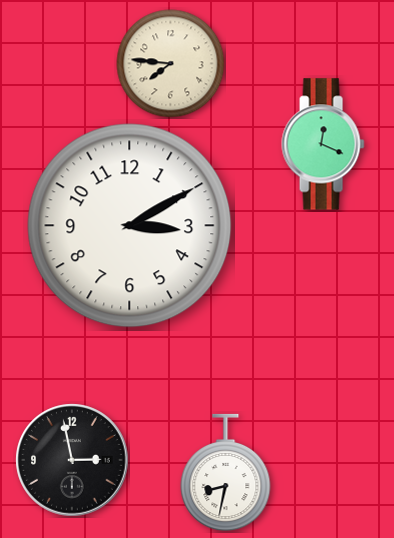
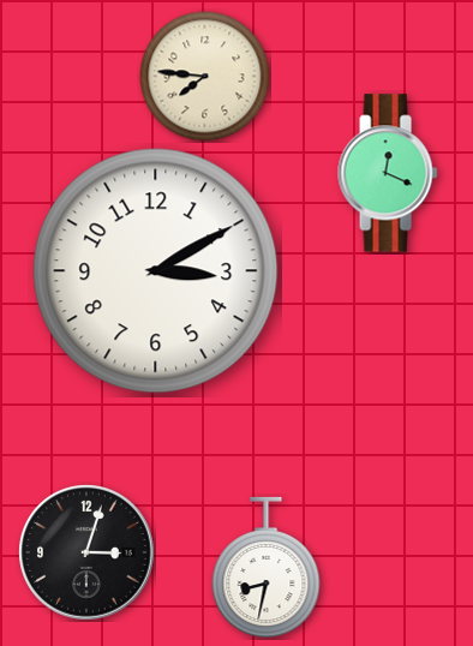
clock at (72, 460): 2:58 -> 3:03
clock at (226, 473) position: (226, 473) -> (267, 568)
